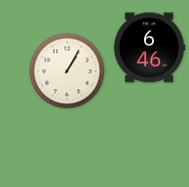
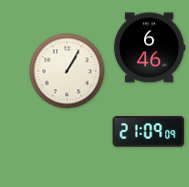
clock at (149, 132): none -> 21:09
